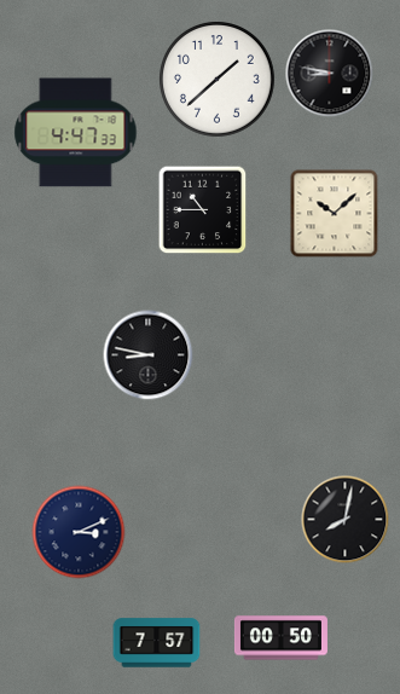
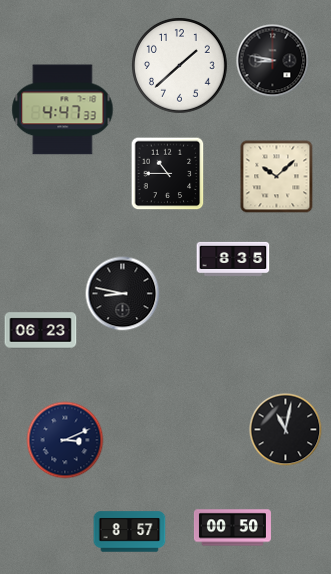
clock at (233, 259): none -> 8:35
clock at (41, 331): none -> 06:23
clock at (346, 520): 8:02 -> 11:02
clock at (157, 643): 7:57 -> 8:57
